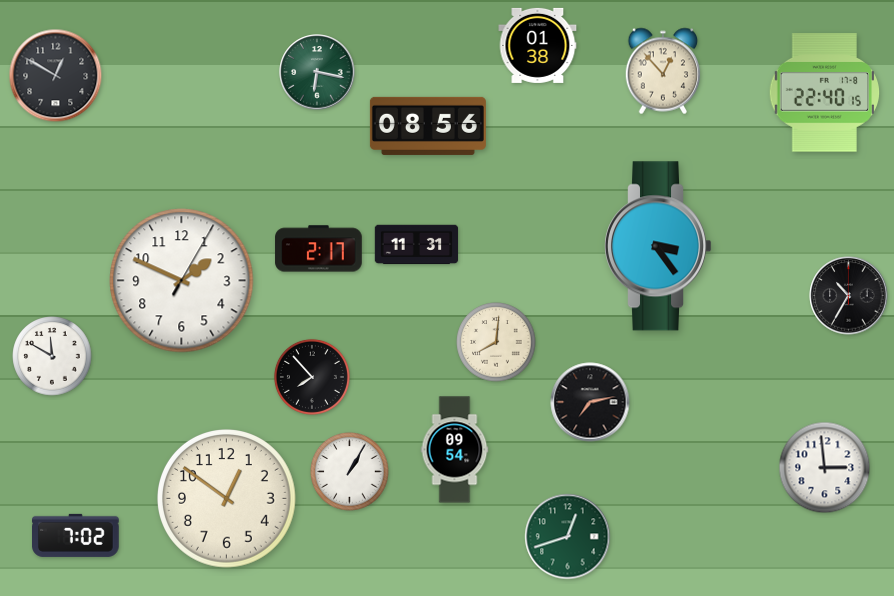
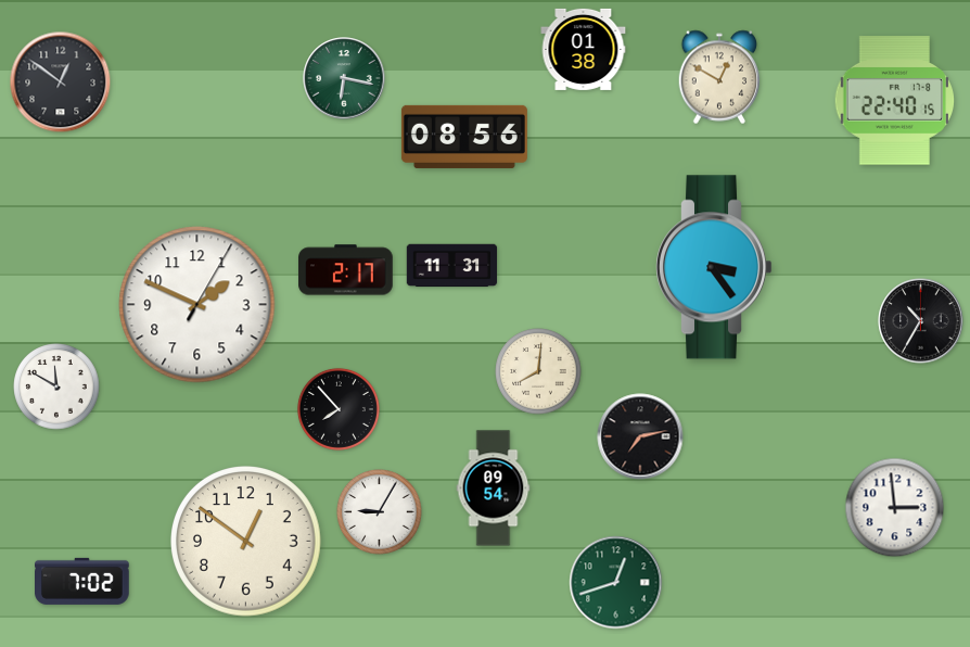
clock at (663, 71): 12:53 -> 12:50
clock at (56, 76): 12:50 -> 12:51
clock at (350, 472): 1:05 -> 9:05
